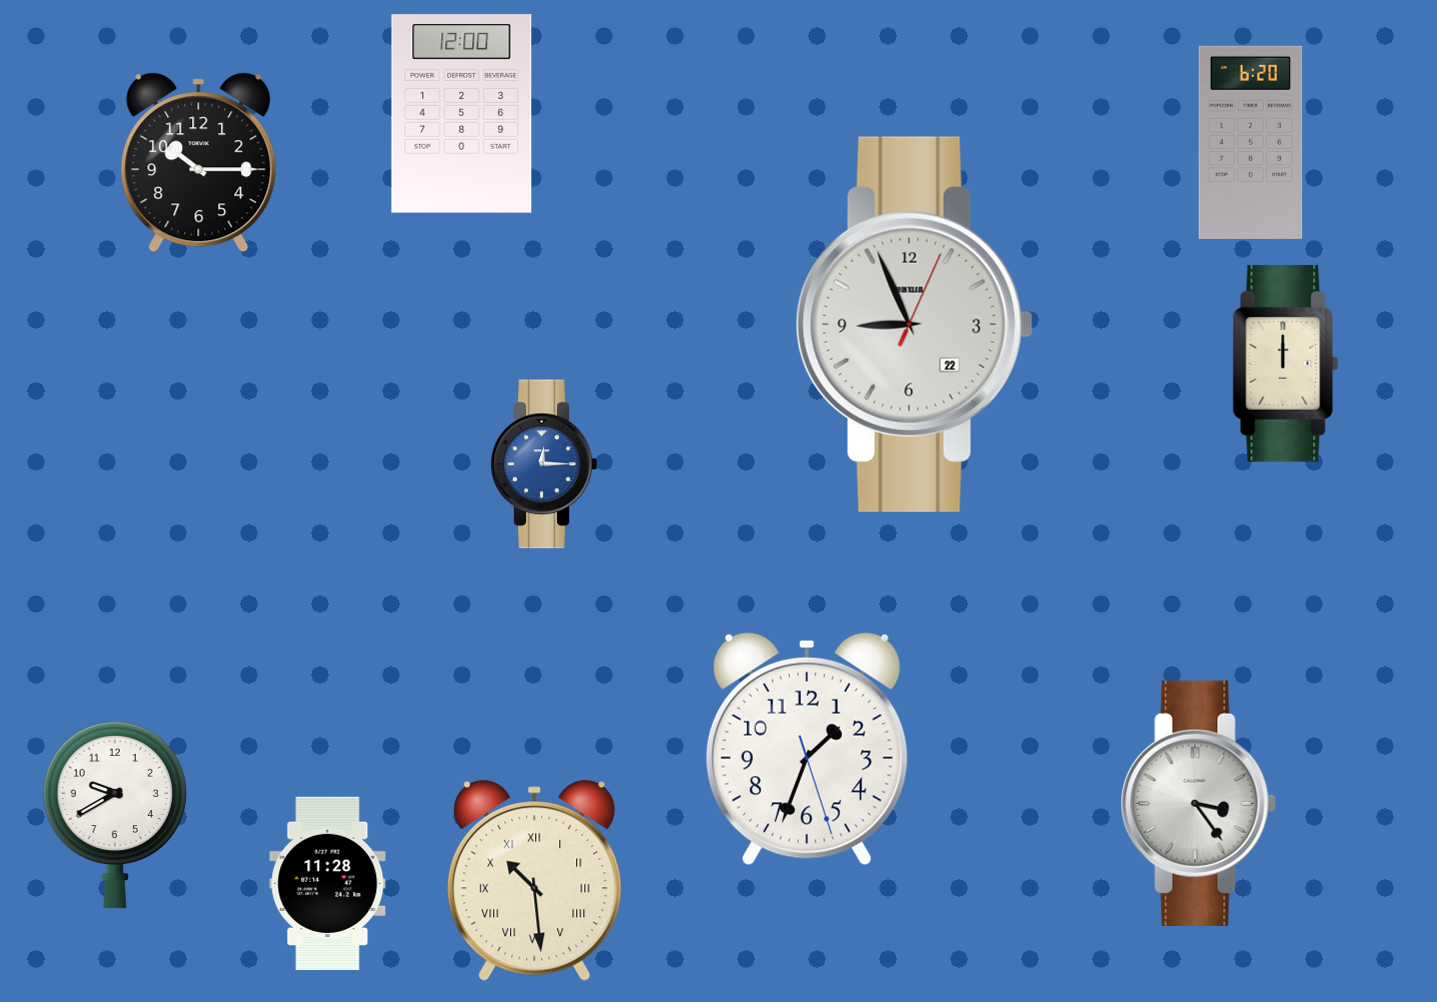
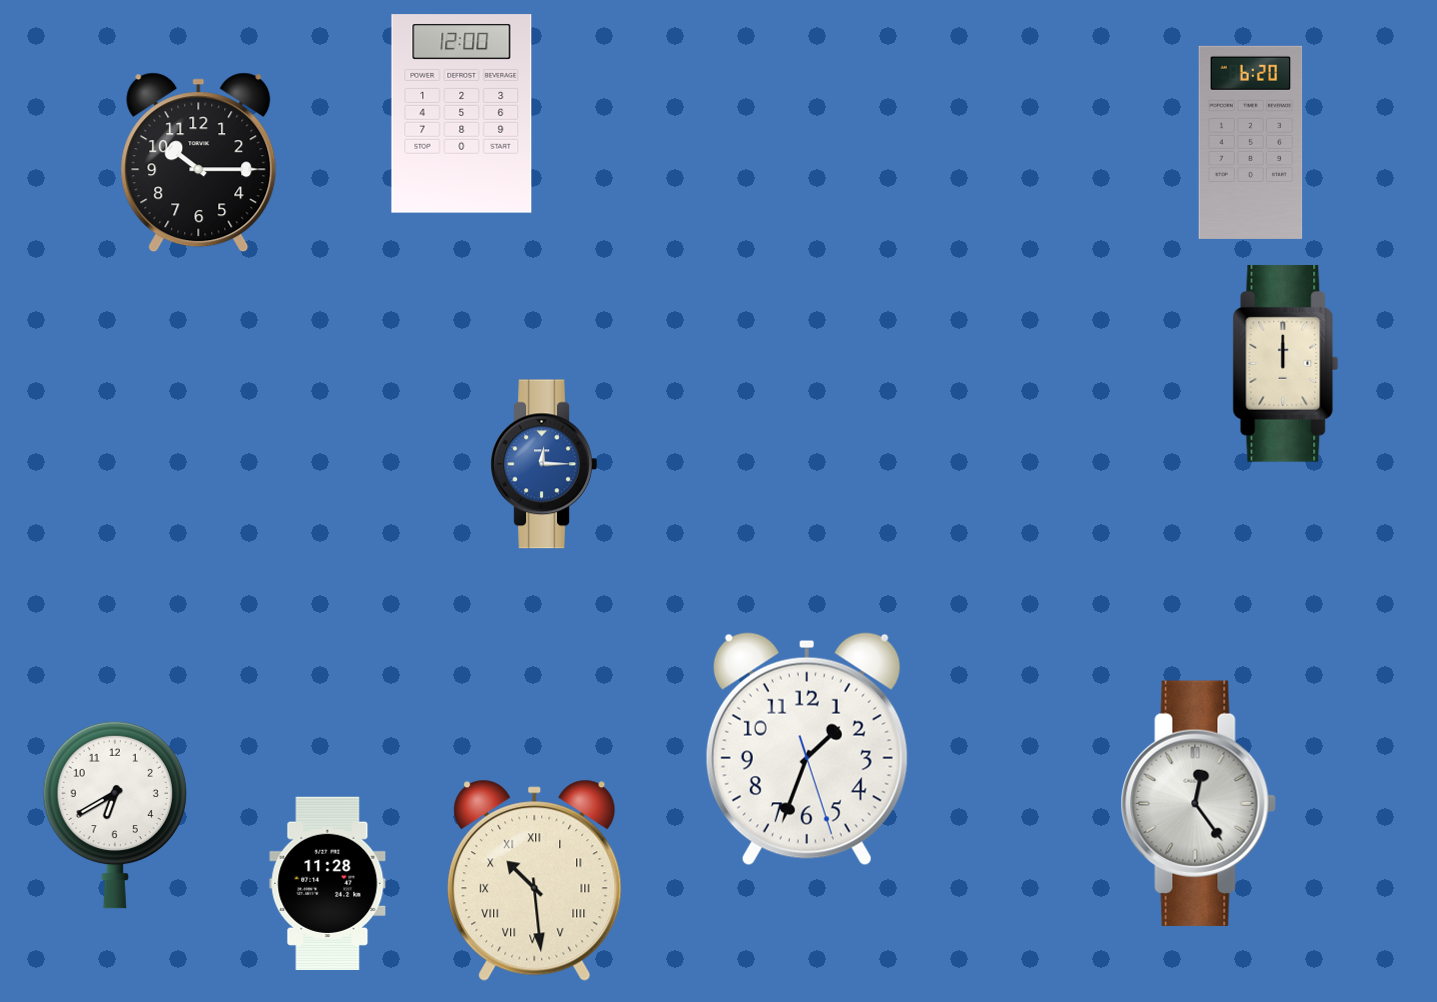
clock at (914, 324): 8:56 -> none
clock at (1198, 803): 3:24 -> 12:24
clock at (115, 815): 9:40 -> 6:40
